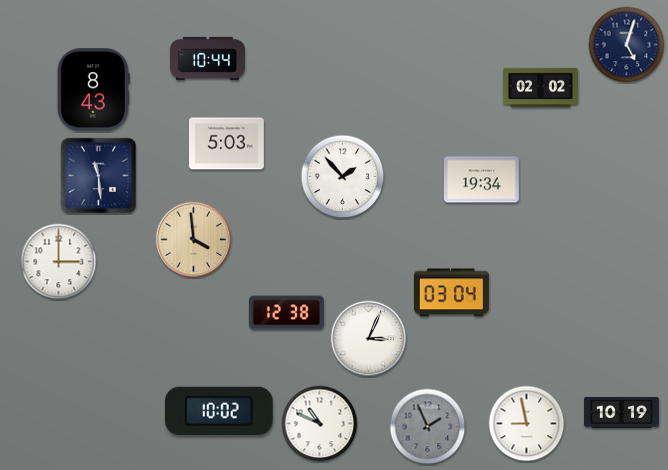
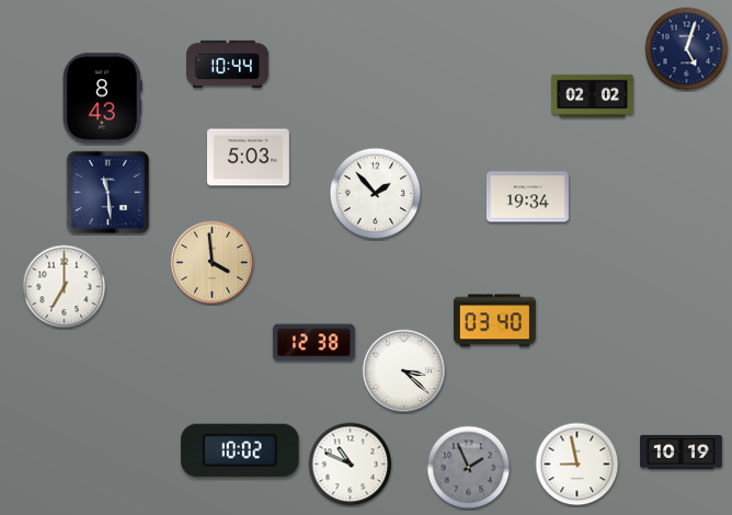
clock at (59, 262): 3:00 -> 7:00
clock at (451, 293): 03:04 -> 03:40
clock at (369, 339): 3:04 -> 3:22
